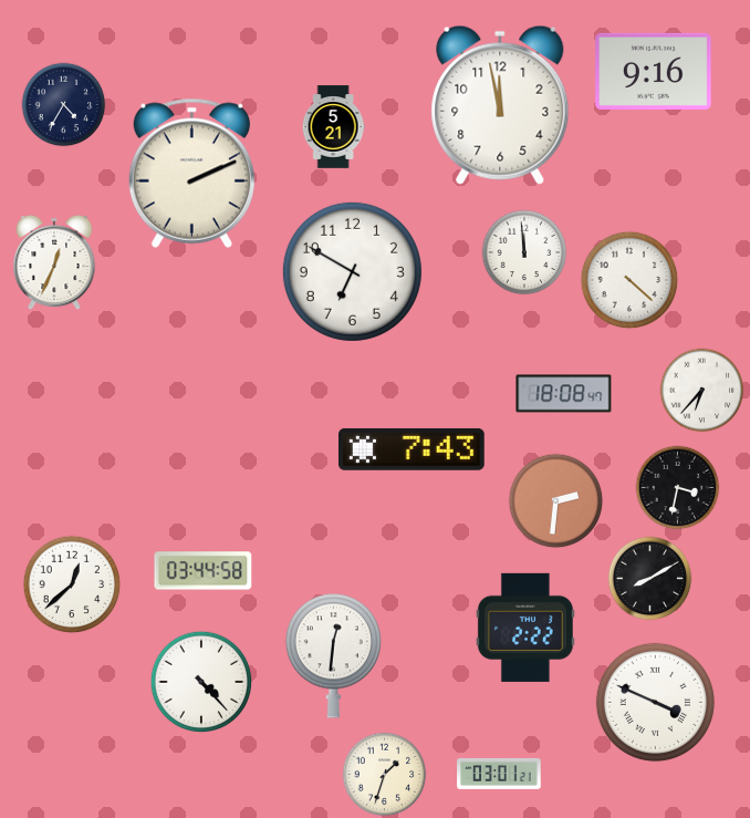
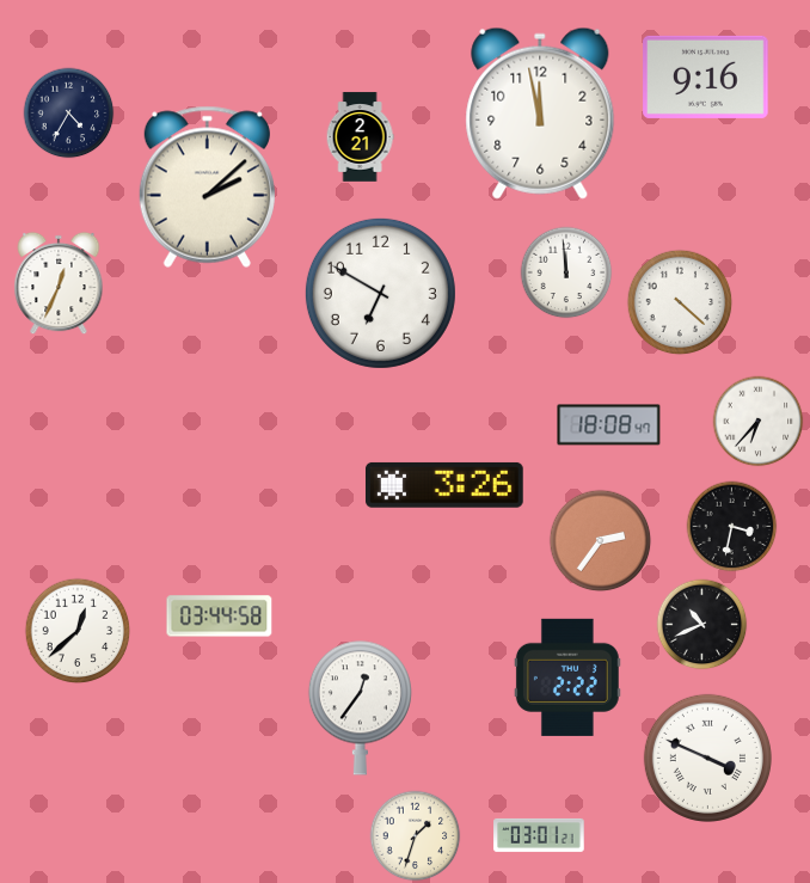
clock at (333, 127): 5:21 -> 2:21
clock at (191, 173): 2:11 -> 2:08
clock at (412, 449): 7:43 -> 3:26
clock at (556, 501): 2:31 -> 2:36
clock at (650, 579): 8:10 -> 10:41
clock at (333, 655): 12:31 -> 12:36
clock at (201, 682): 4:23 -> none
